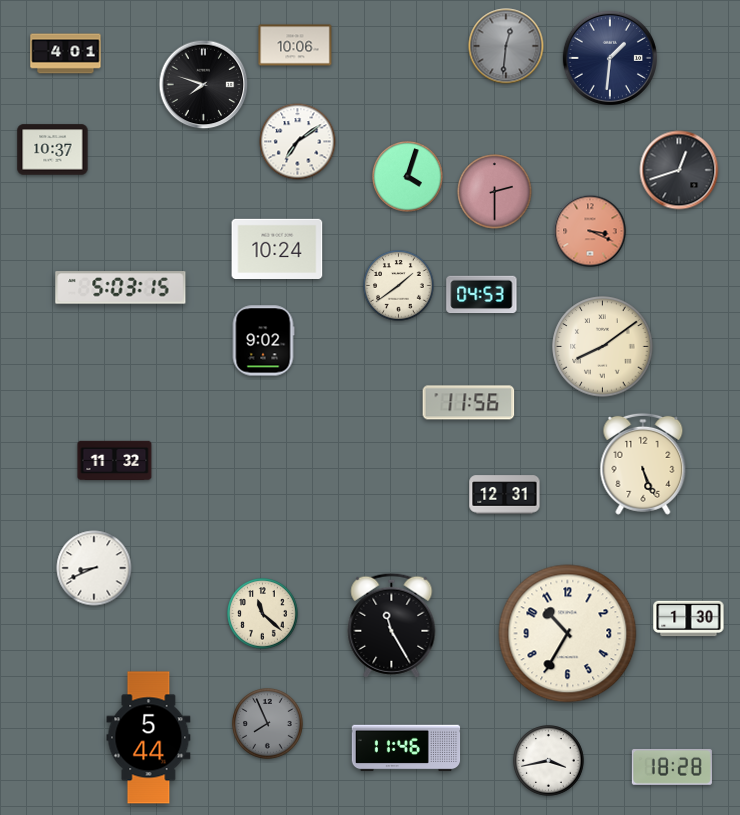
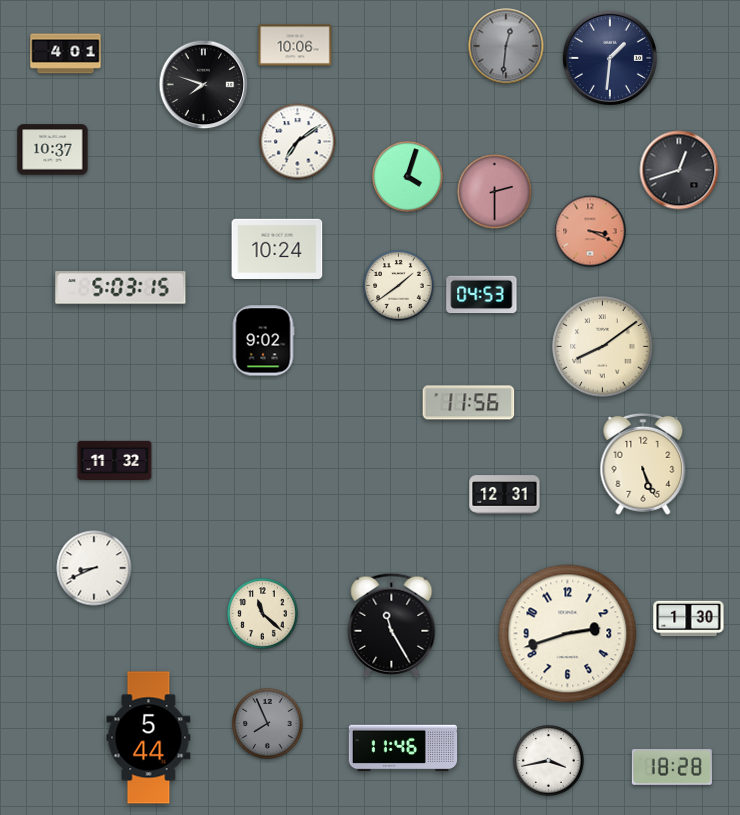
clock at (568, 634): 10:35 -> 2:42
clock at (406, 748) position: (406, 748) -> (403, 748)
